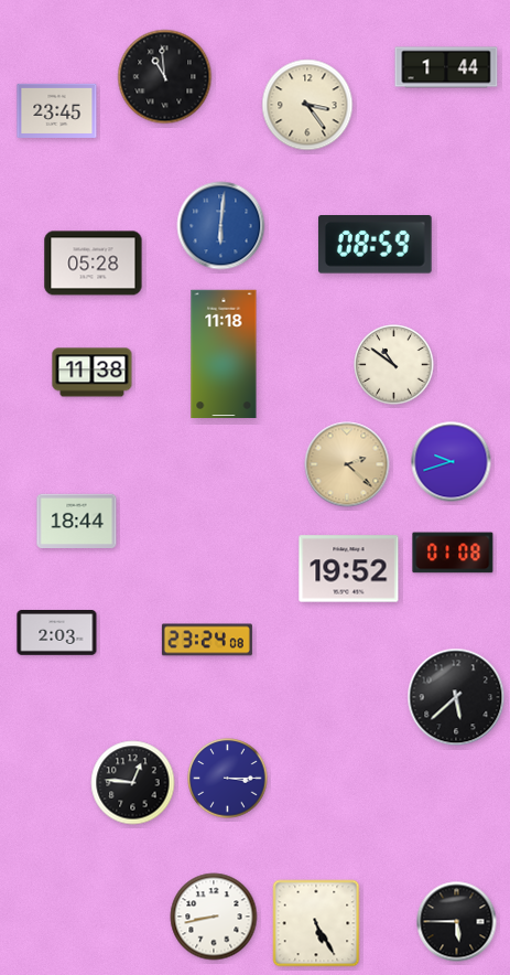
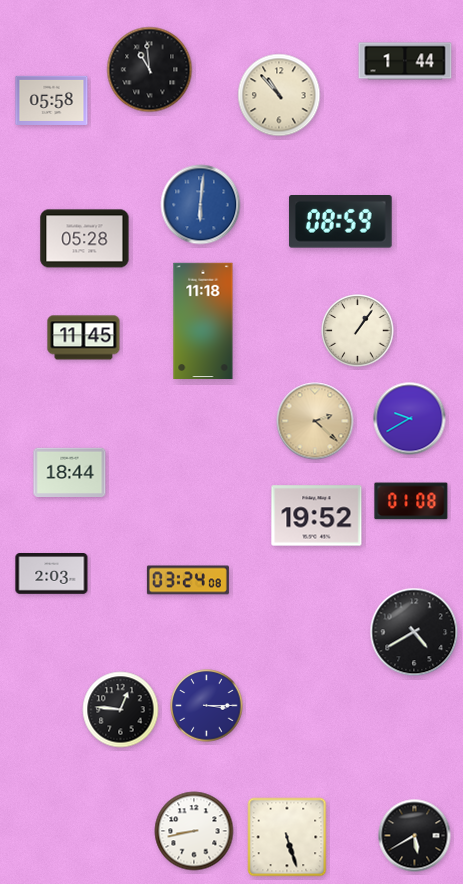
clock at (307, 105): 3:24 -> 10:53
clock at (57, 110): 23:45 -> 05:58
clock at (394, 365): 10:51 -> 1:06
clock at (93, 373): 11:38 -> 11:45
clock at (452, 462): 9:42 -> 9:40
clock at (207, 640): 23:24 -> 03:24
clock at (456, 697): 5:38 -> 4:40
clock at (457, 922): 5:45 -> 5:40
clock at (316, 923): 5:25 -> 5:27
